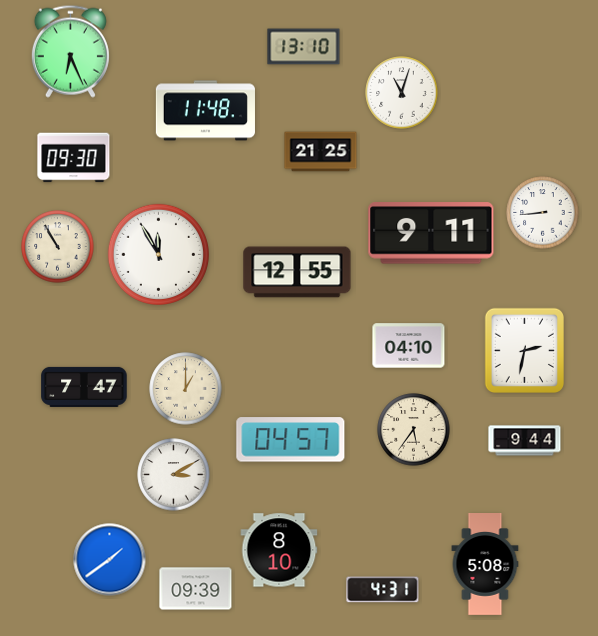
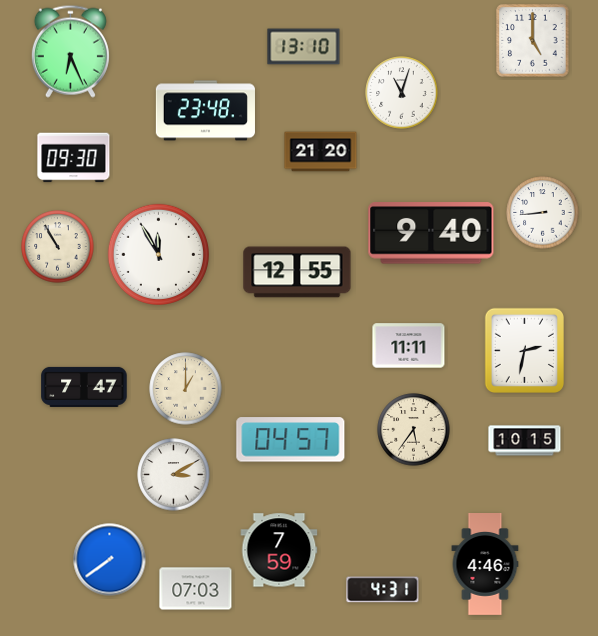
clock at (533, 41): none -> 5:00
clock at (205, 111): 11:48 -> 23:48
clock at (321, 152): 21:25 -> 21:20
clock at (431, 233): 9:11 -> 9:40
clock at (409, 346): 04:10 -> 11:11
clock at (525, 441): 9:44 -> 10:15
clock at (279, 550): 8:10 -> 7:59
clock at (110, 560): 1:39 -> 7:39
clock at (485, 565): 5:08 -> 4:46
clock at (196, 589): 09:39 -> 07:03
